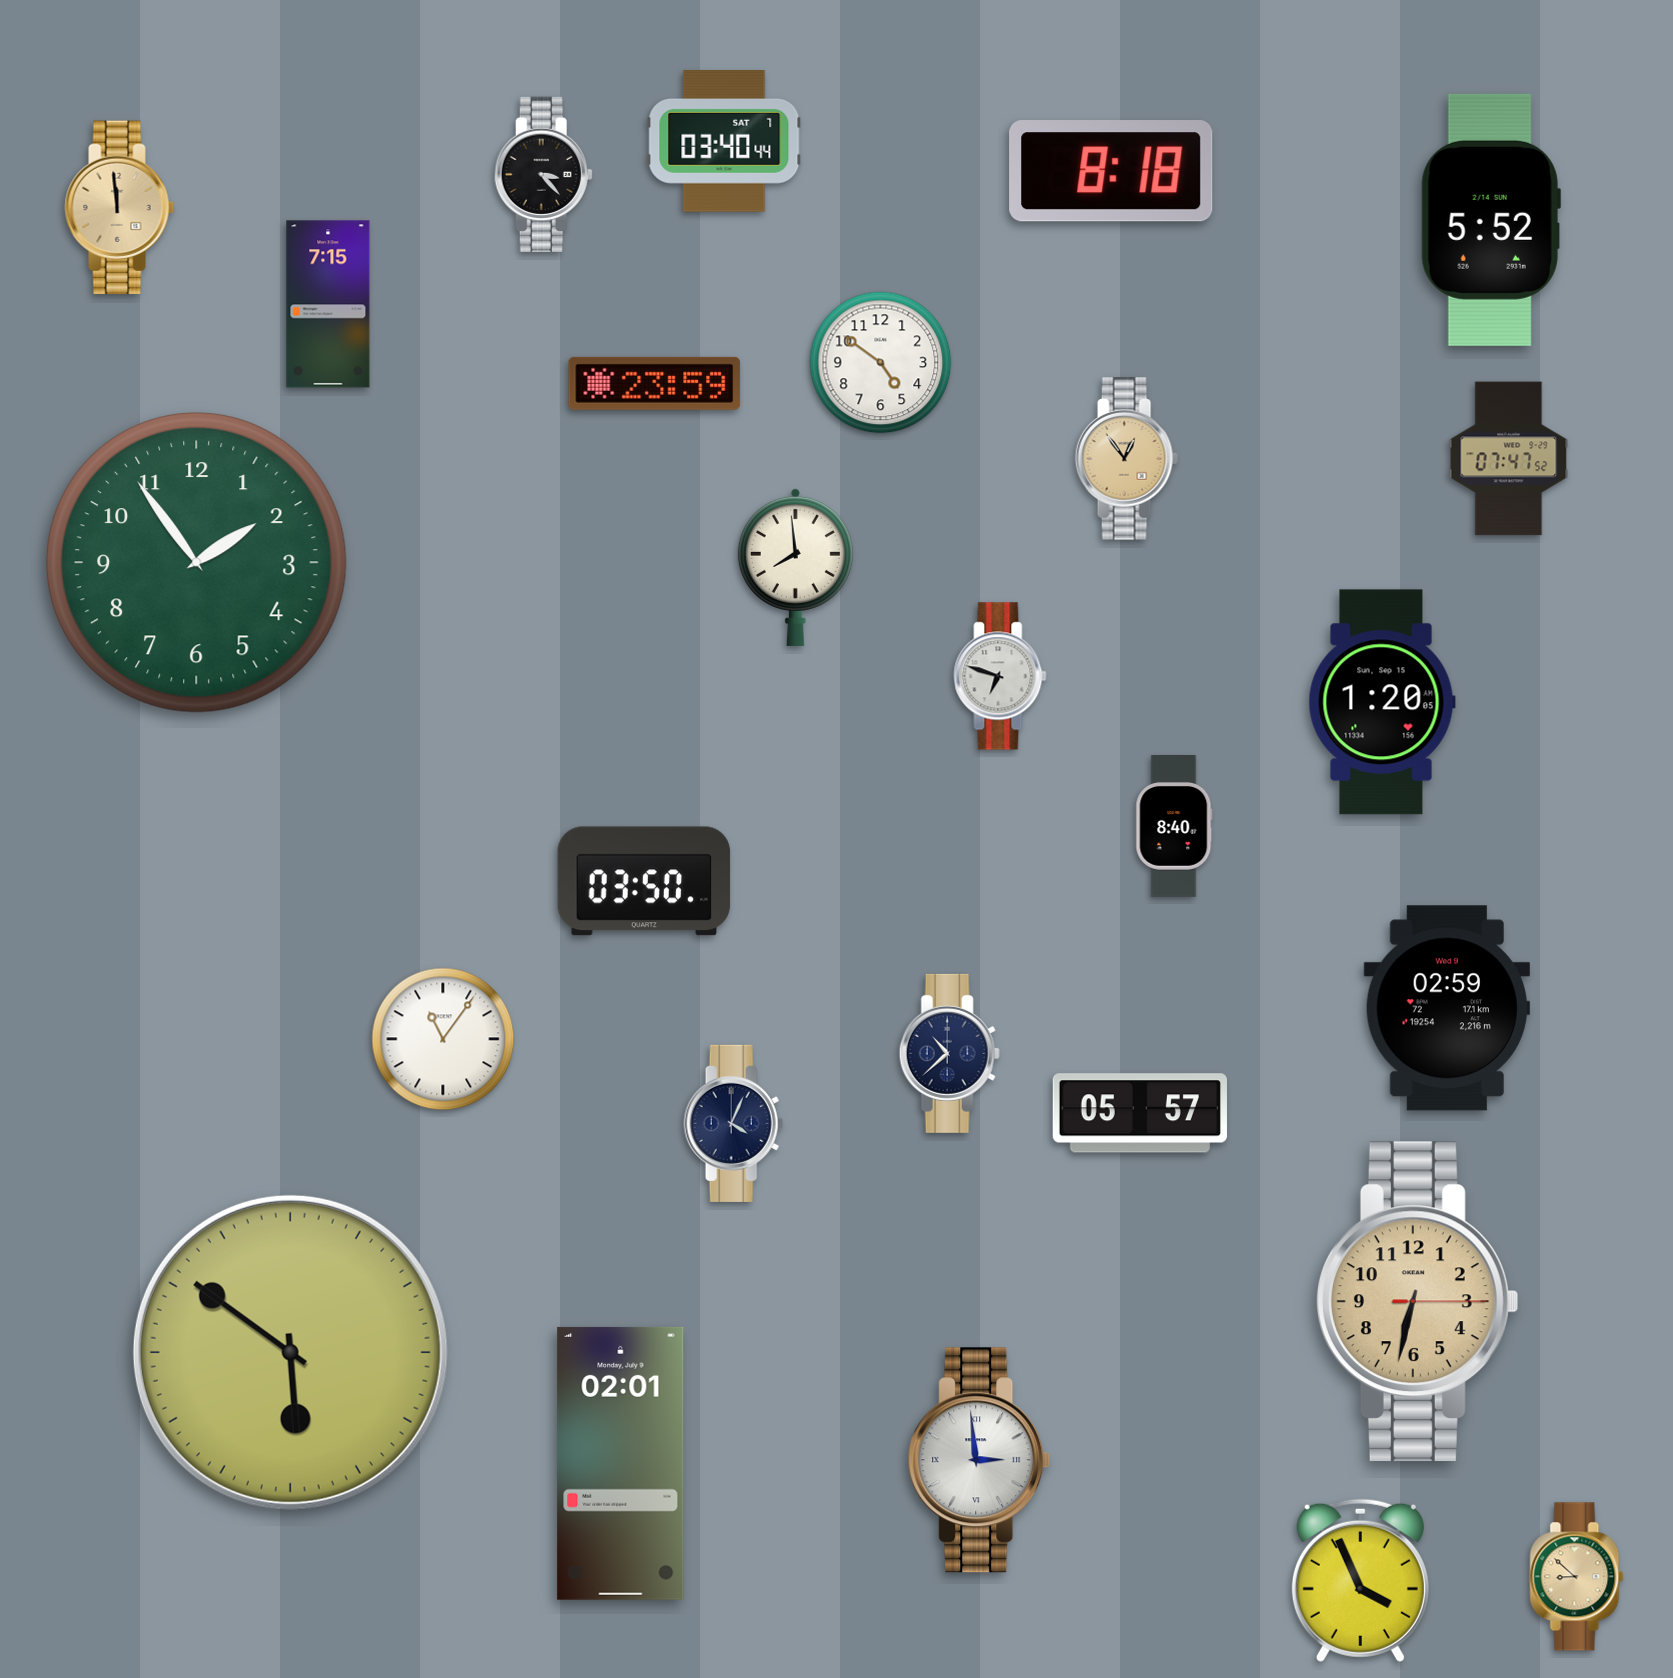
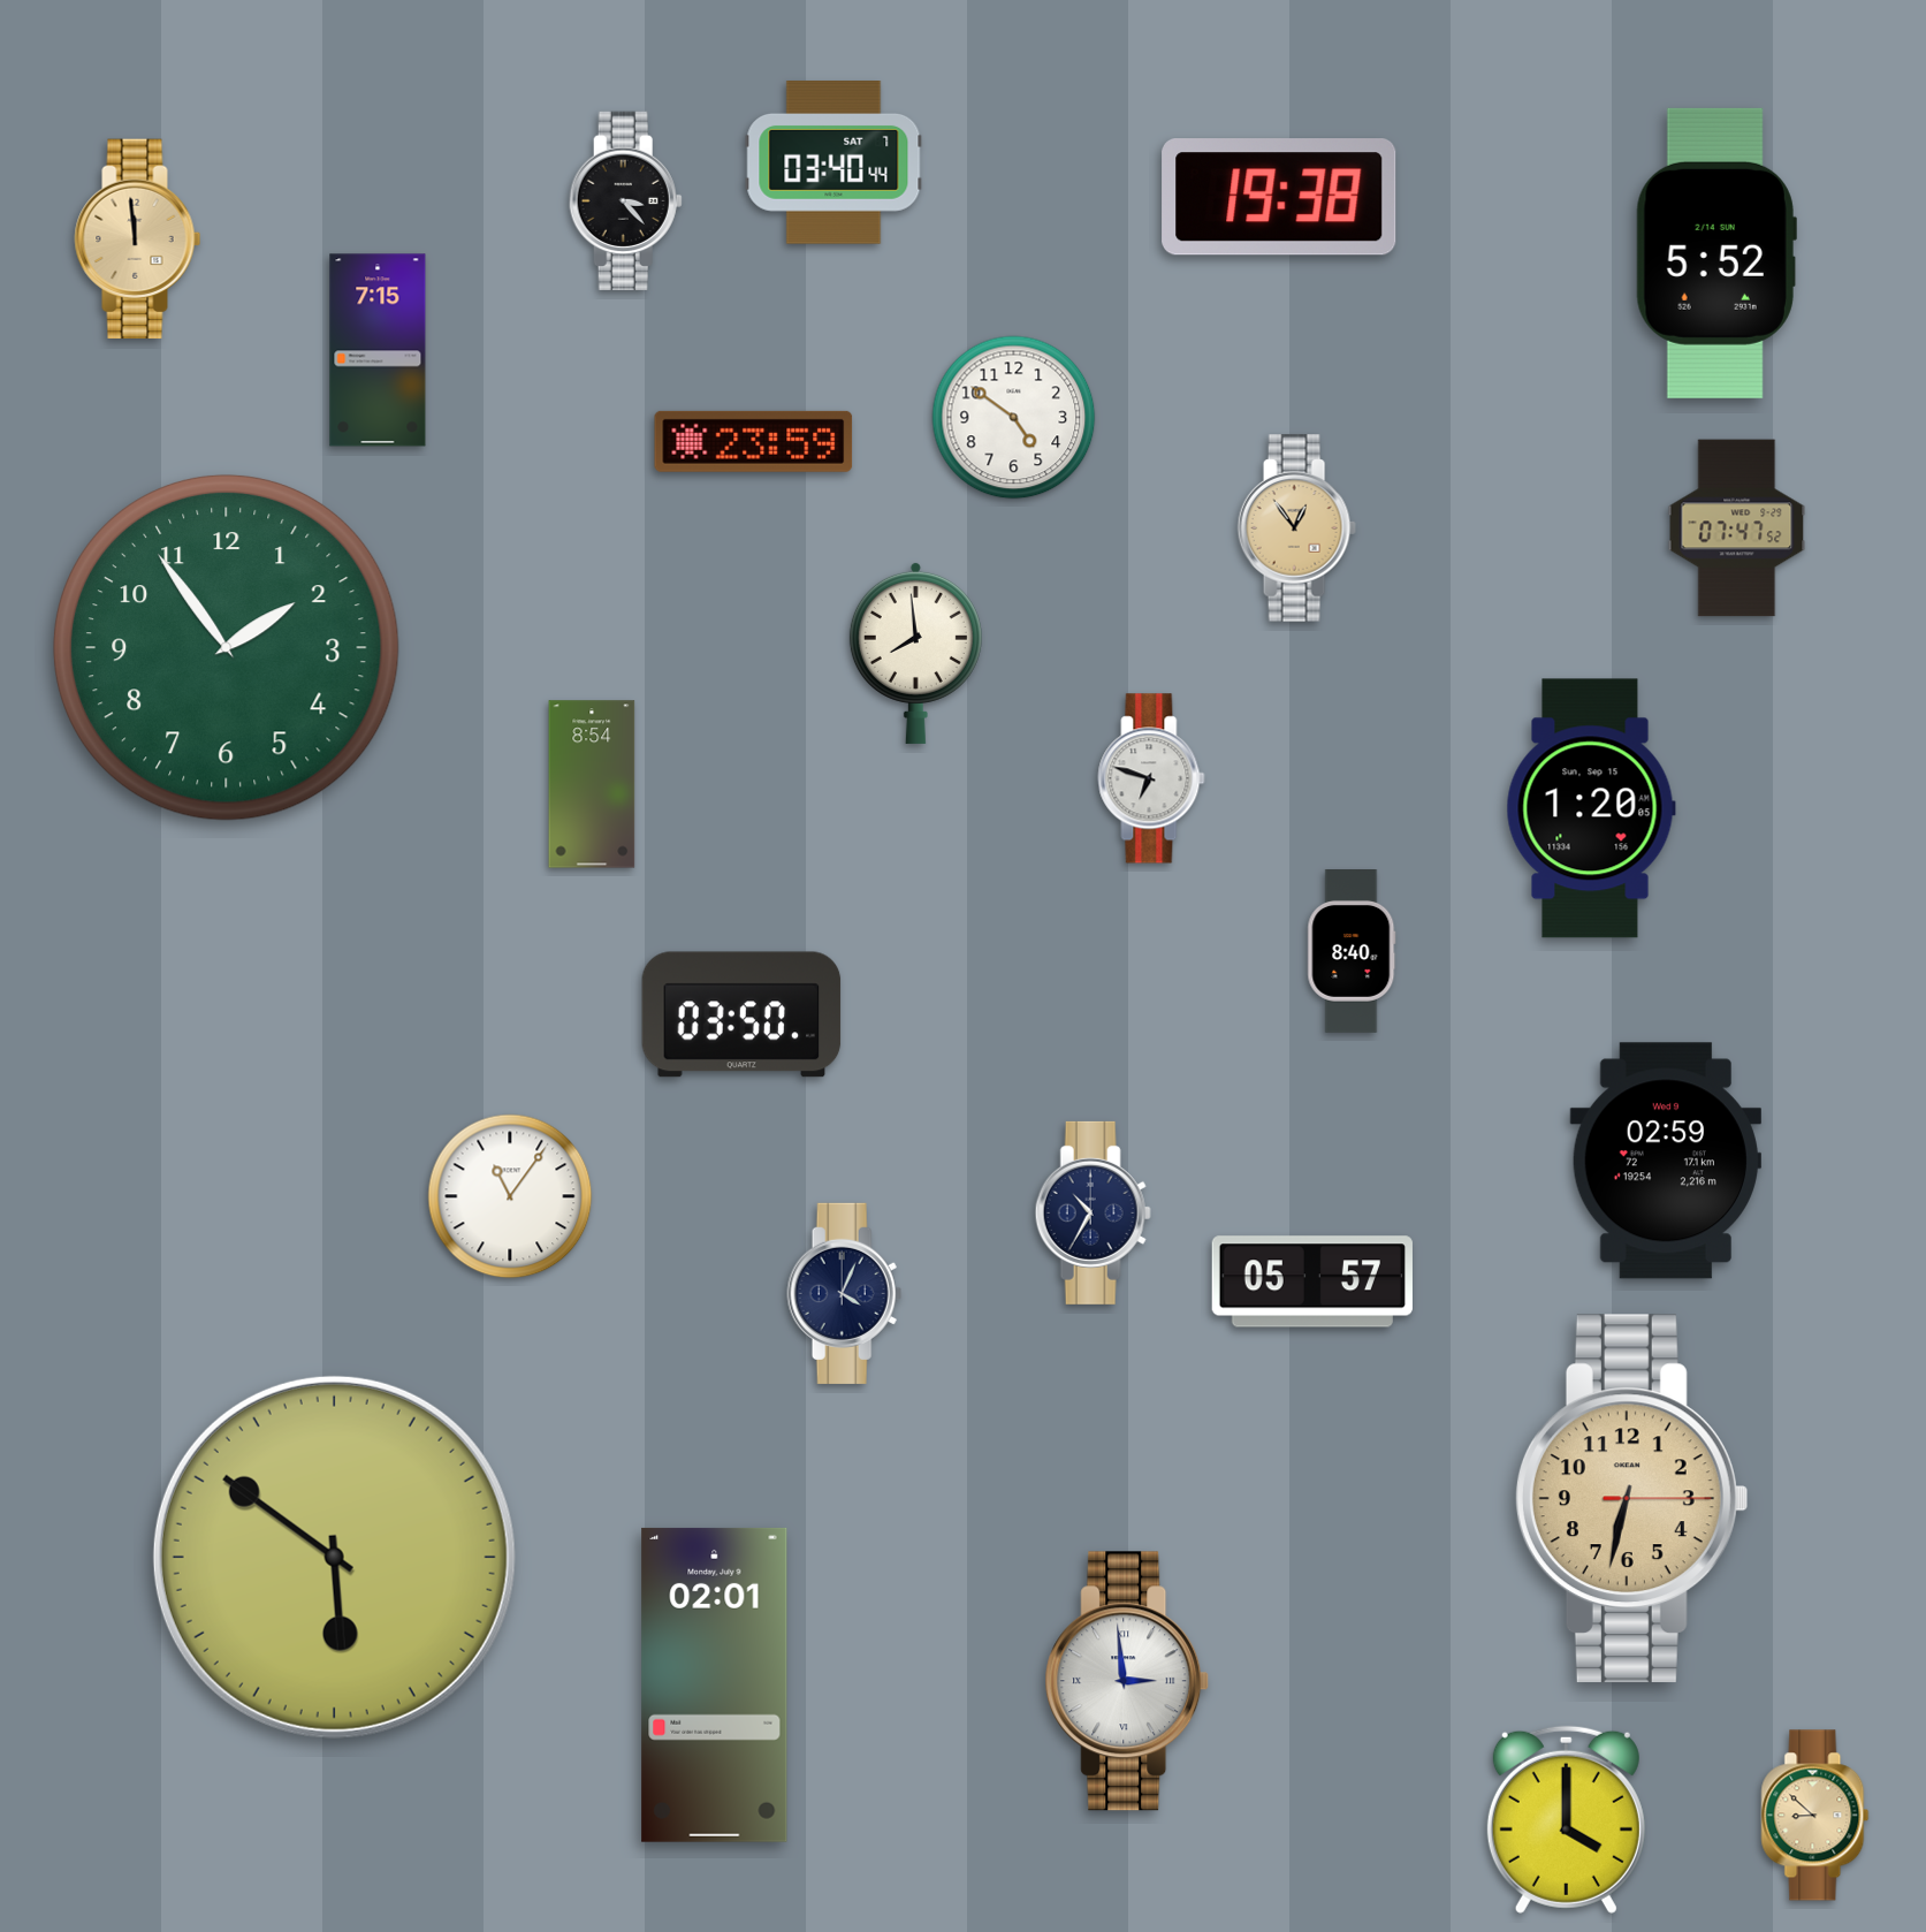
clock at (1111, 171): 8:18 -> 19:38
clock at (592, 784): none -> 8:54
clock at (949, 1053): 10:38 -> 10:35
clock at (1360, 1580): 3:56 -> 4:00
